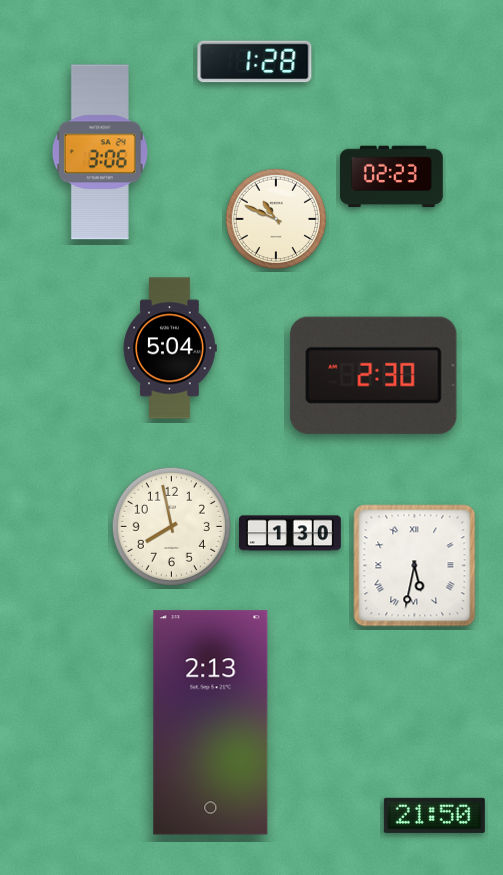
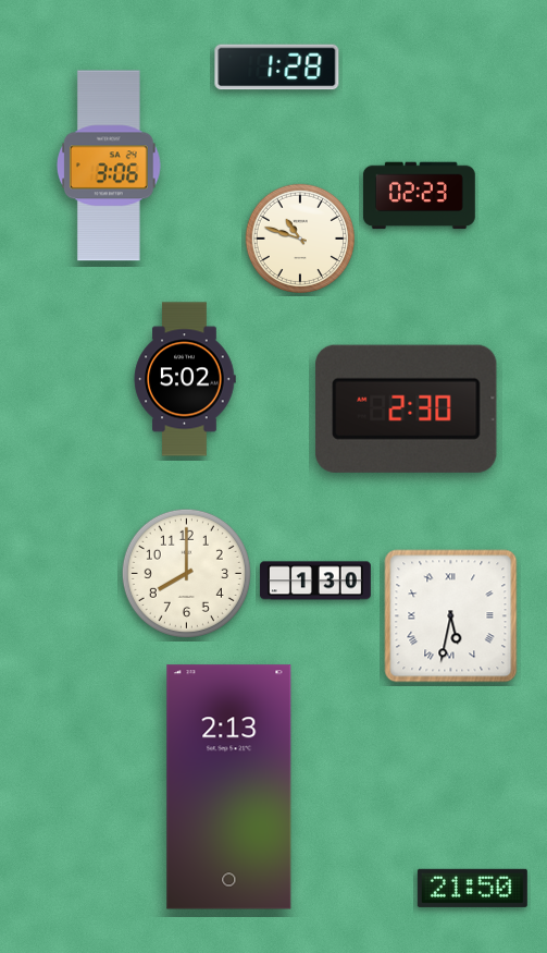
clock at (391, 177) position: (391, 177) -> (419, 196)
clock at (275, 218): 10:49 -> 10:48
clock at (170, 348): 5:04 -> 5:02
clock at (171, 526): 7:58 -> 8:00
